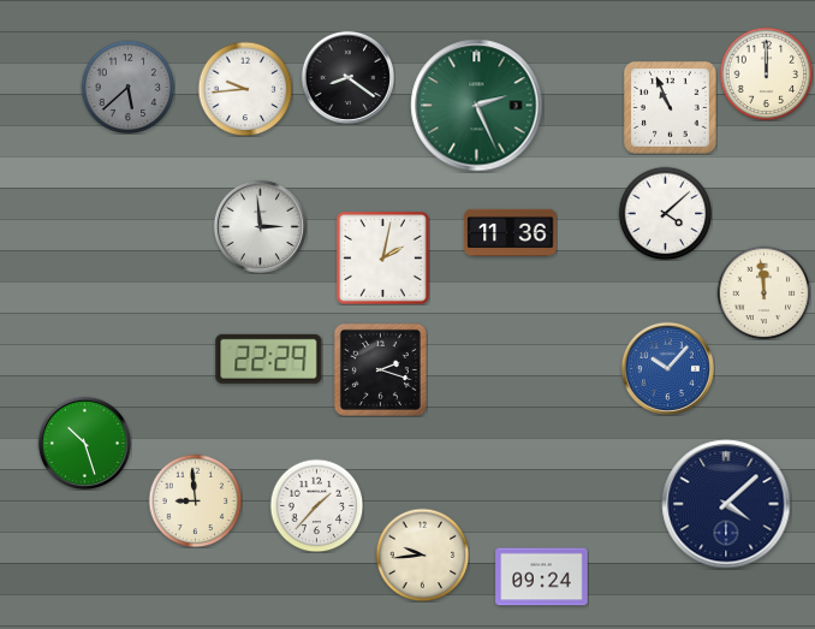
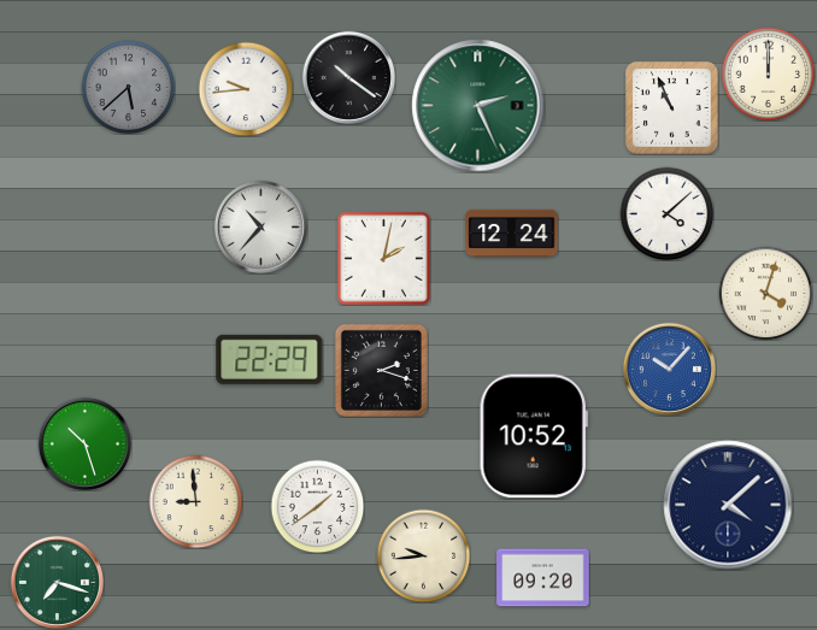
clock at (347, 77): 8:21 -> 10:21
clock at (260, 226): 2:59 -> 10:37
clock at (511, 232): 11:36 -> 12:24
clock at (763, 292): 11:59 -> 4:03
clock at (534, 436): none -> 10:52
clock at (316, 505): 1:37 -> 1:39
clock at (542, 577): 09:24 -> 09:20
clock at (57, 582): none -> 7:18
